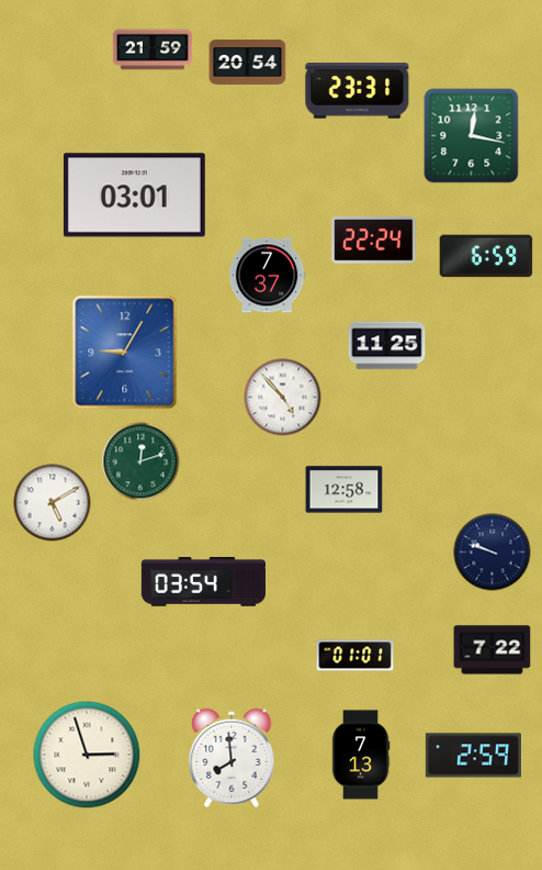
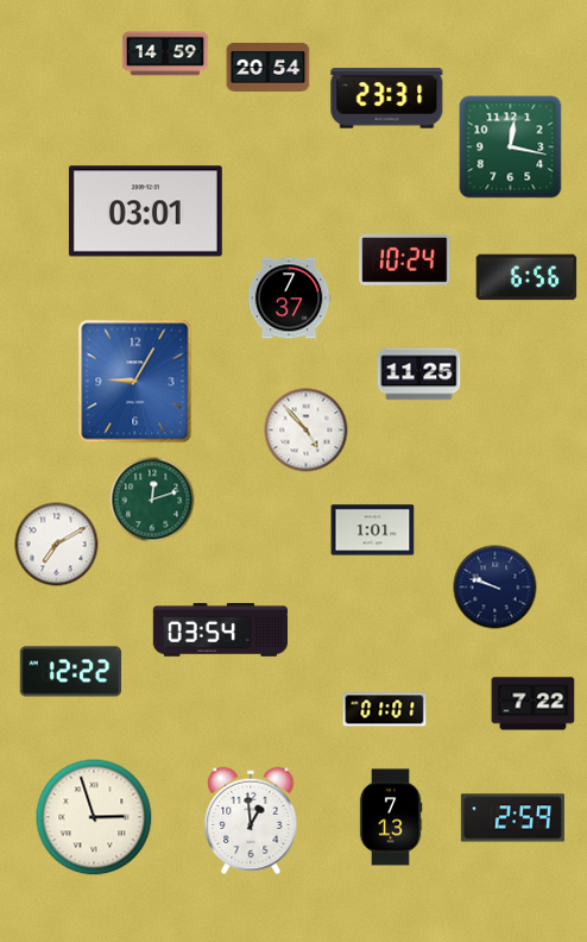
clock at (153, 49): 21:59 -> 14:59
clock at (374, 241): 22:24 -> 10:24
clock at (486, 256): 6:59 -> 6:56
clock at (345, 490): 12:58 -> 1:01
clock at (53, 503): 5:10 -> 7:10
clock at (493, 553) position: (493, 553) -> (496, 588)
clock at (71, 672): none -> 12:22
clock at (232, 757): 7:59 -> 12:59
